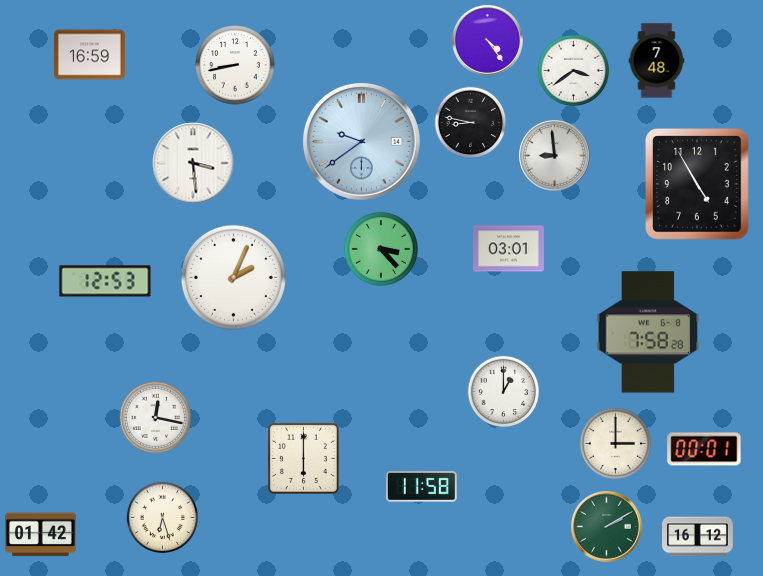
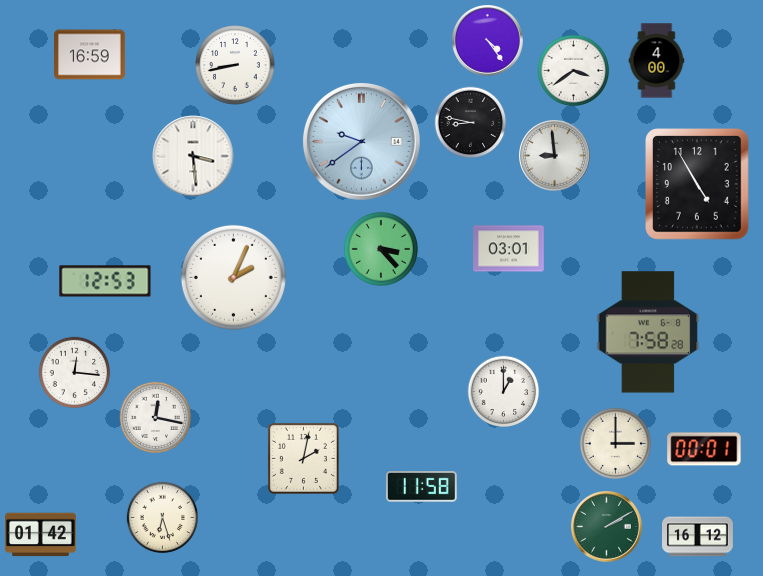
clock at (657, 61): 7:48 -> 4:00
clock at (193, 163) position: (193, 163) -> (193, 156)
clock at (75, 373): none -> 12:16
clock at (303, 458): 6:00 -> 2:02
